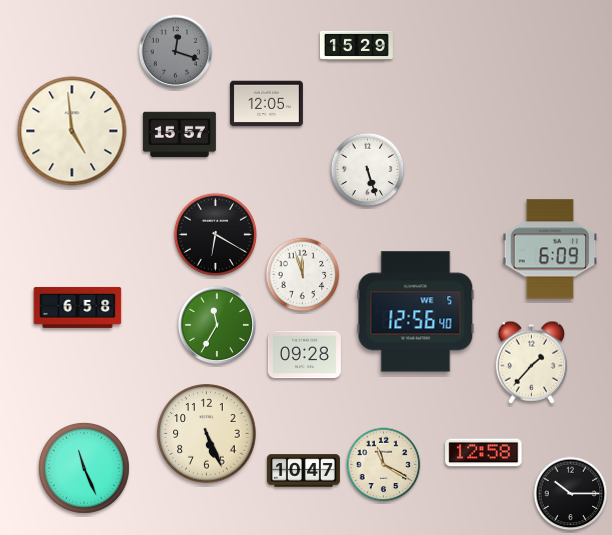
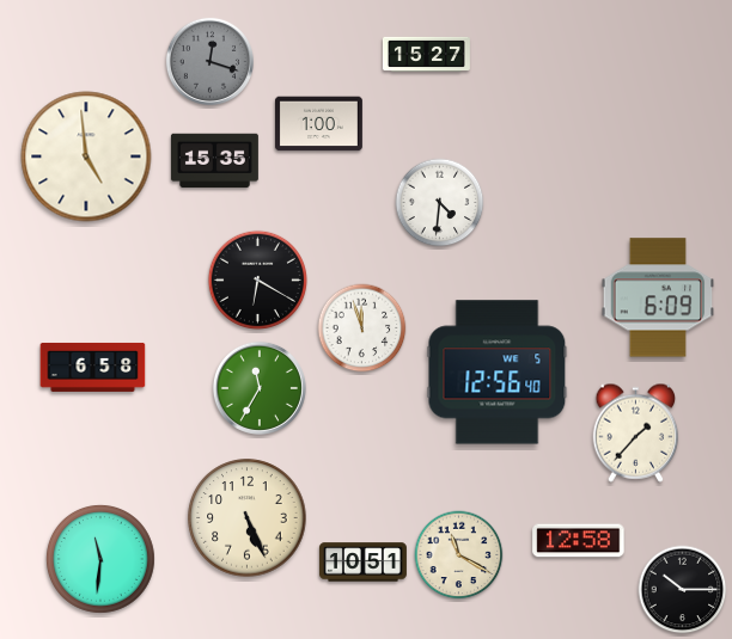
clock at (356, 45): 15:29 -> 15:27
clock at (266, 104): 12:05 -> 1:00
clock at (179, 135): 15:57 -> 15:35
clock at (368, 170): 5:27 -> 4:31
clock at (304, 355): 09:28 -> none
clock at (84, 468): 11:26 -> 11:31
clock at (303, 471): 10:47 -> 10:51
